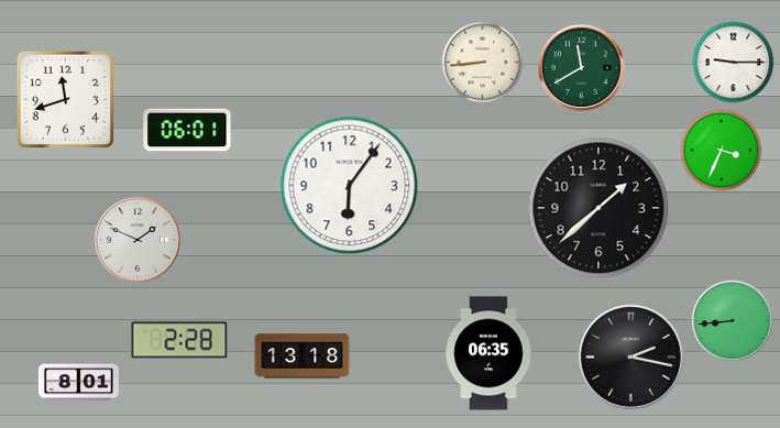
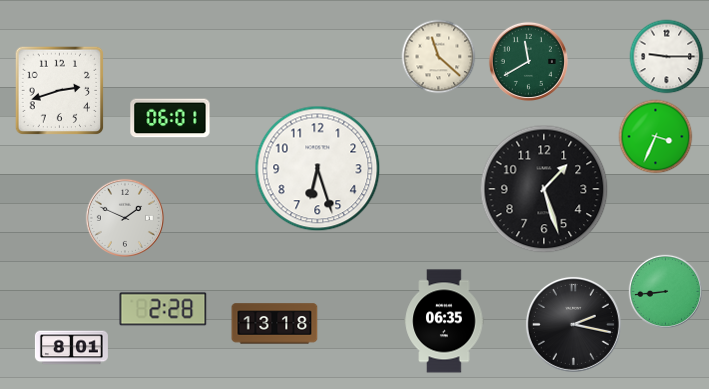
clock at (483, 63): 8:44 -> 11:22
clock at (66, 100): 11:42 -> 2:42
clock at (350, 186): 6:06 -> 6:27
clock at (598, 208): 1:38 -> 1:27
